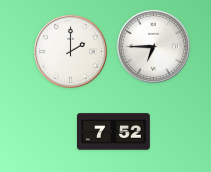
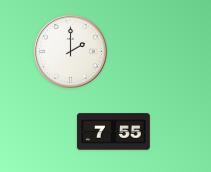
clock at (153, 46): 6:45 -> none
clock at (114, 132): 7:52 -> 7:55
